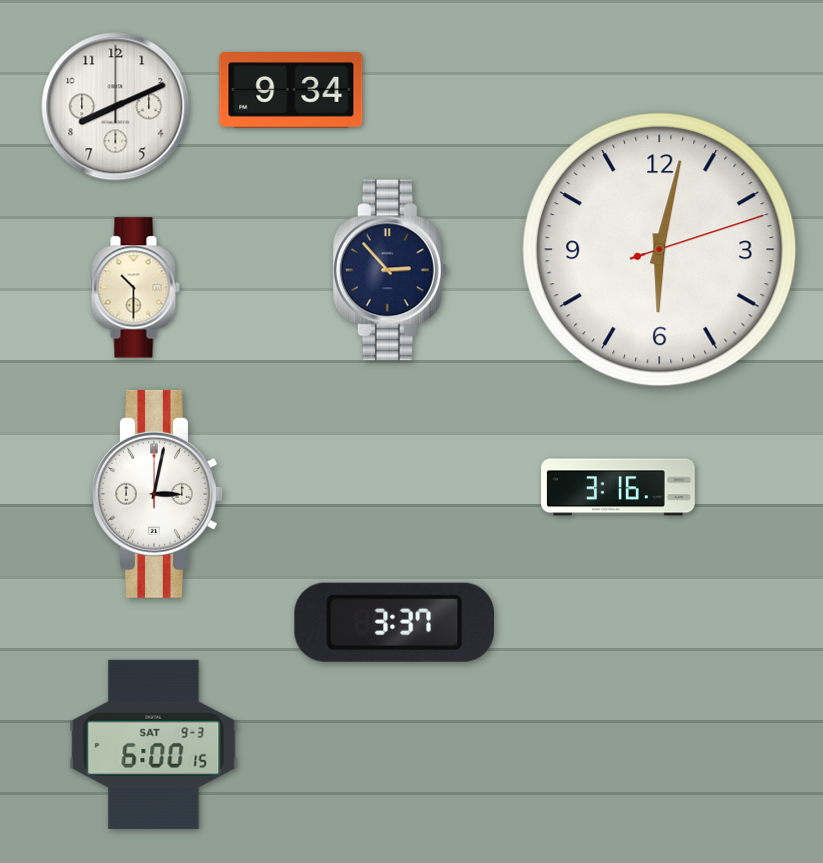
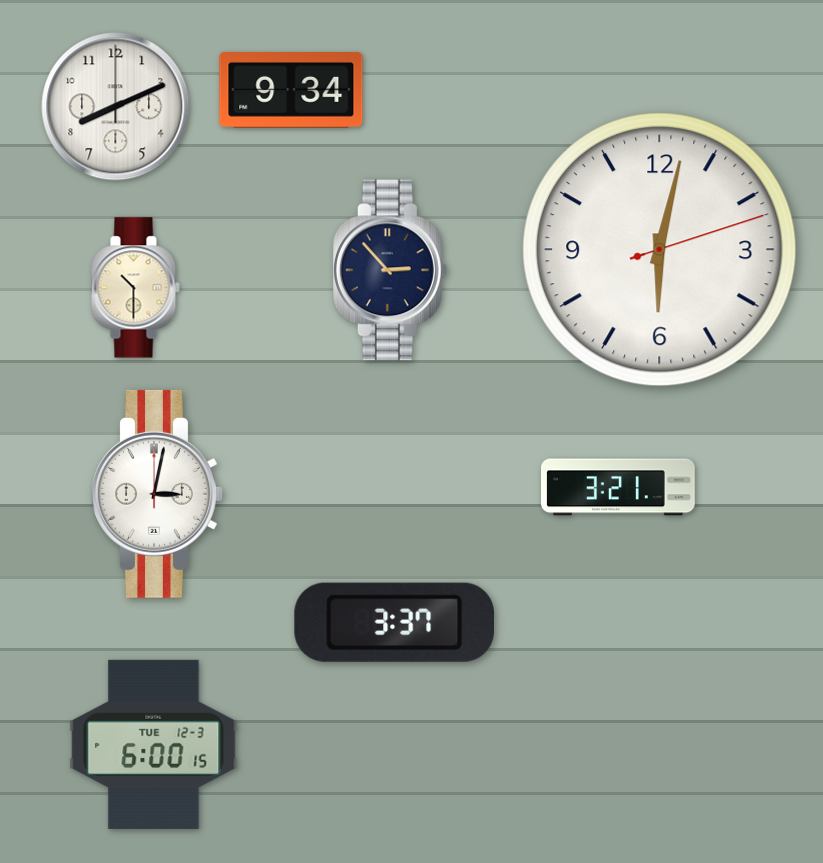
clock at (619, 487): 3:16 -> 3:21
clock at (154, 744) date: SAT 9-3 -> TUE 12-3
